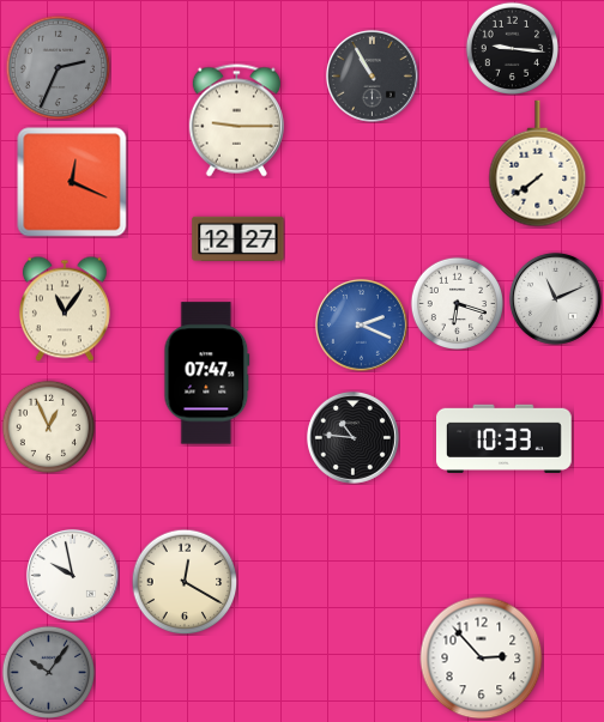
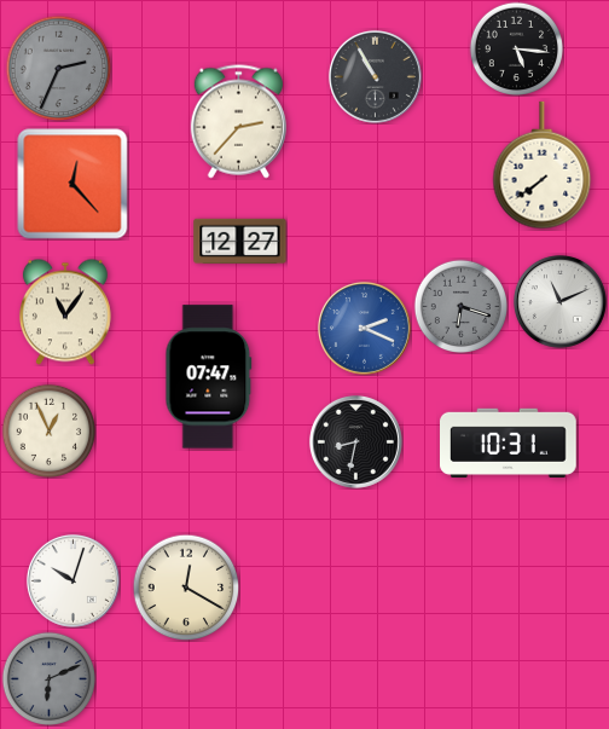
clock at (512, 48): 9:16 -> 5:16
clock at (236, 121): 9:15 -> 2:37
clock at (72, 182): 12:19 -> 12:23
clock at (457, 303) dial: white -> grey
clock at (352, 437): 10:46 -> 8:32
clock at (505, 438): 10:33 -> 10:31
clock at (72, 575): 9:58 -> 10:03
clock at (482, 659): 2:53 -> none
clock at (48, 672): 10:06 -> 6:11
